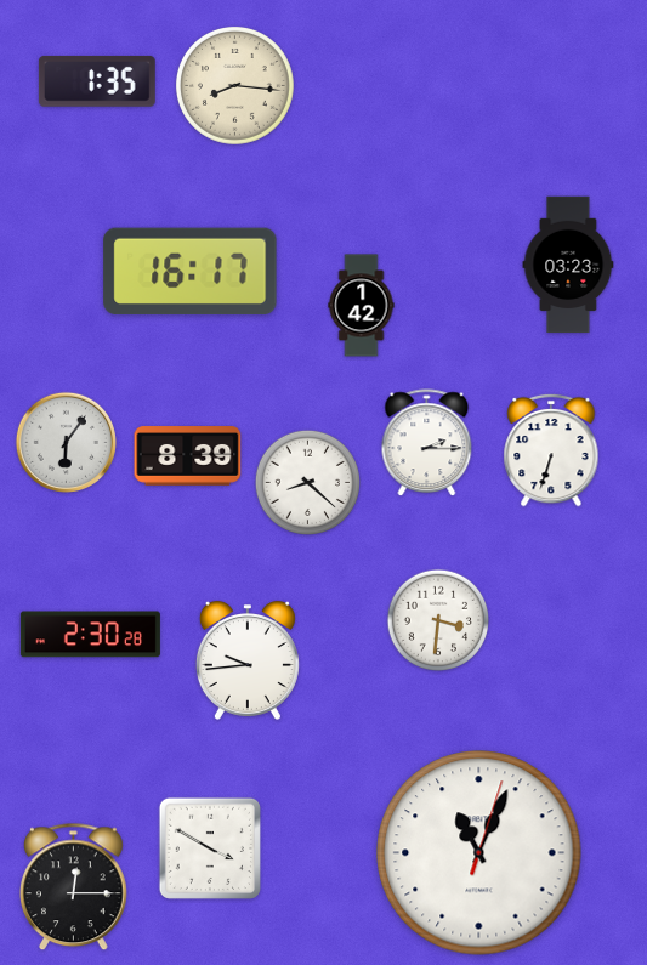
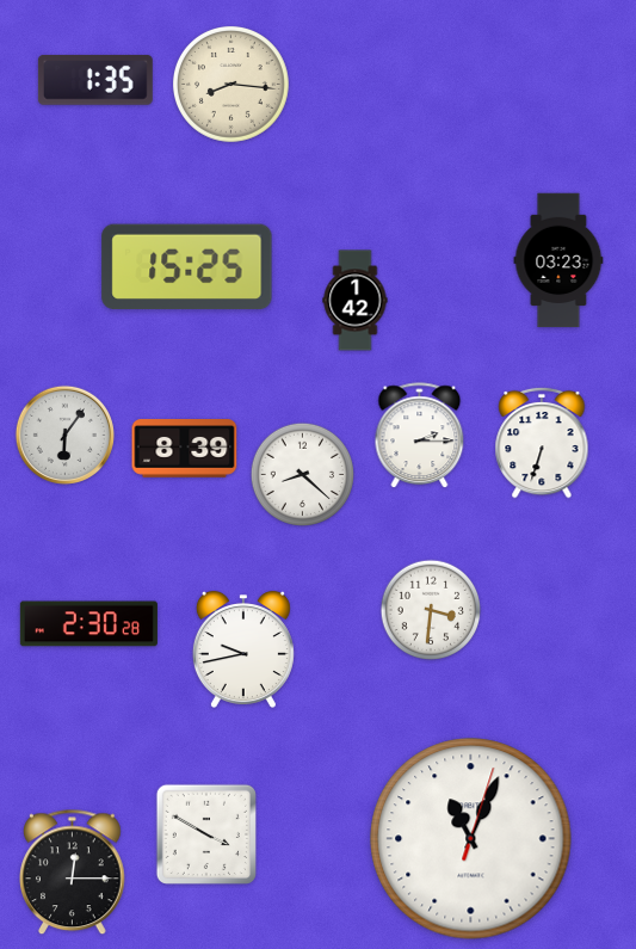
clock at (191, 272): 16:17 -> 15:25
clock at (248, 660): 9:44 -> 9:43
